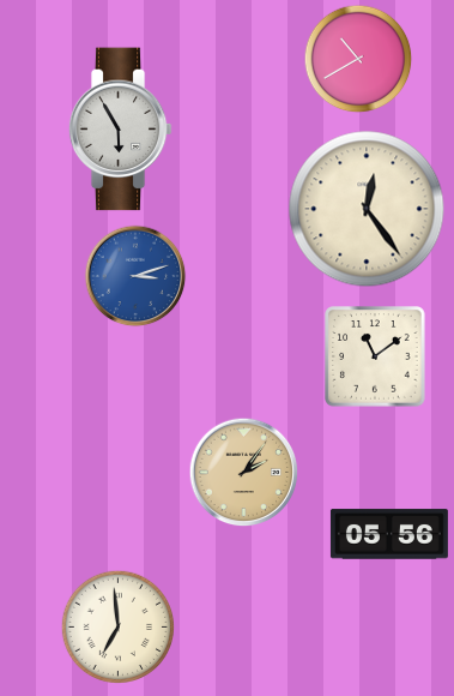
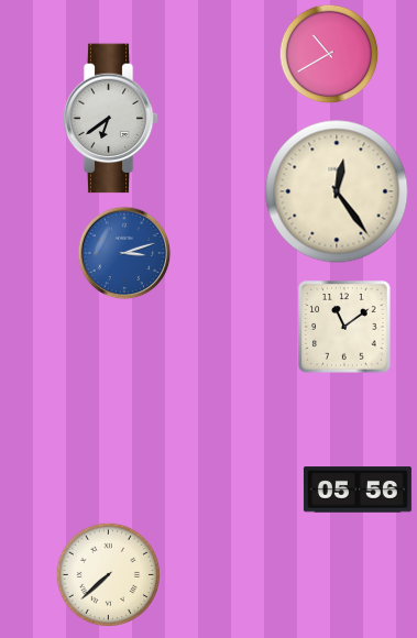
clock at (120, 130): 5:55 -> 6:39
clock at (244, 473): 2:06 -> none
clock at (117, 626): 6:59 -> 7:38
